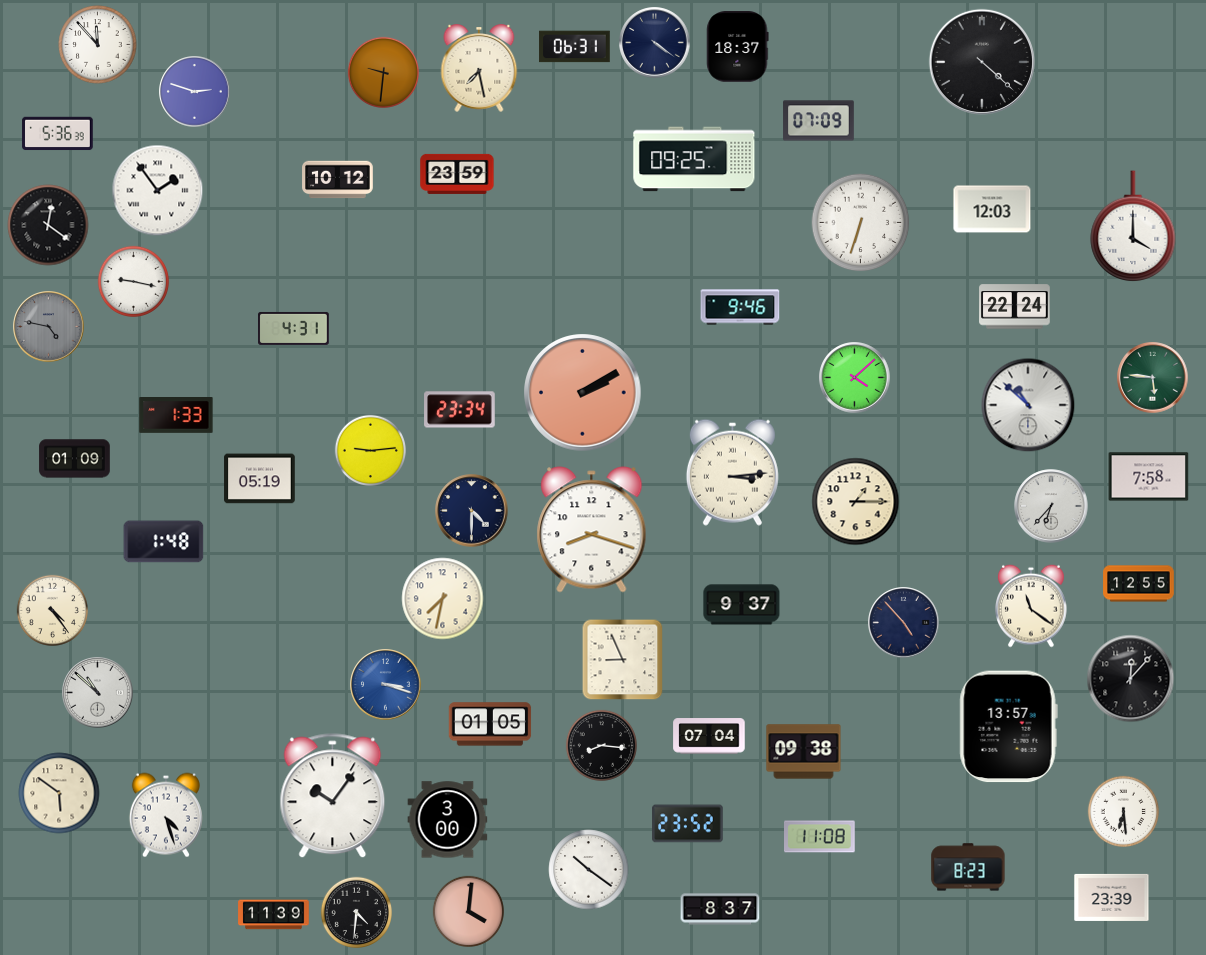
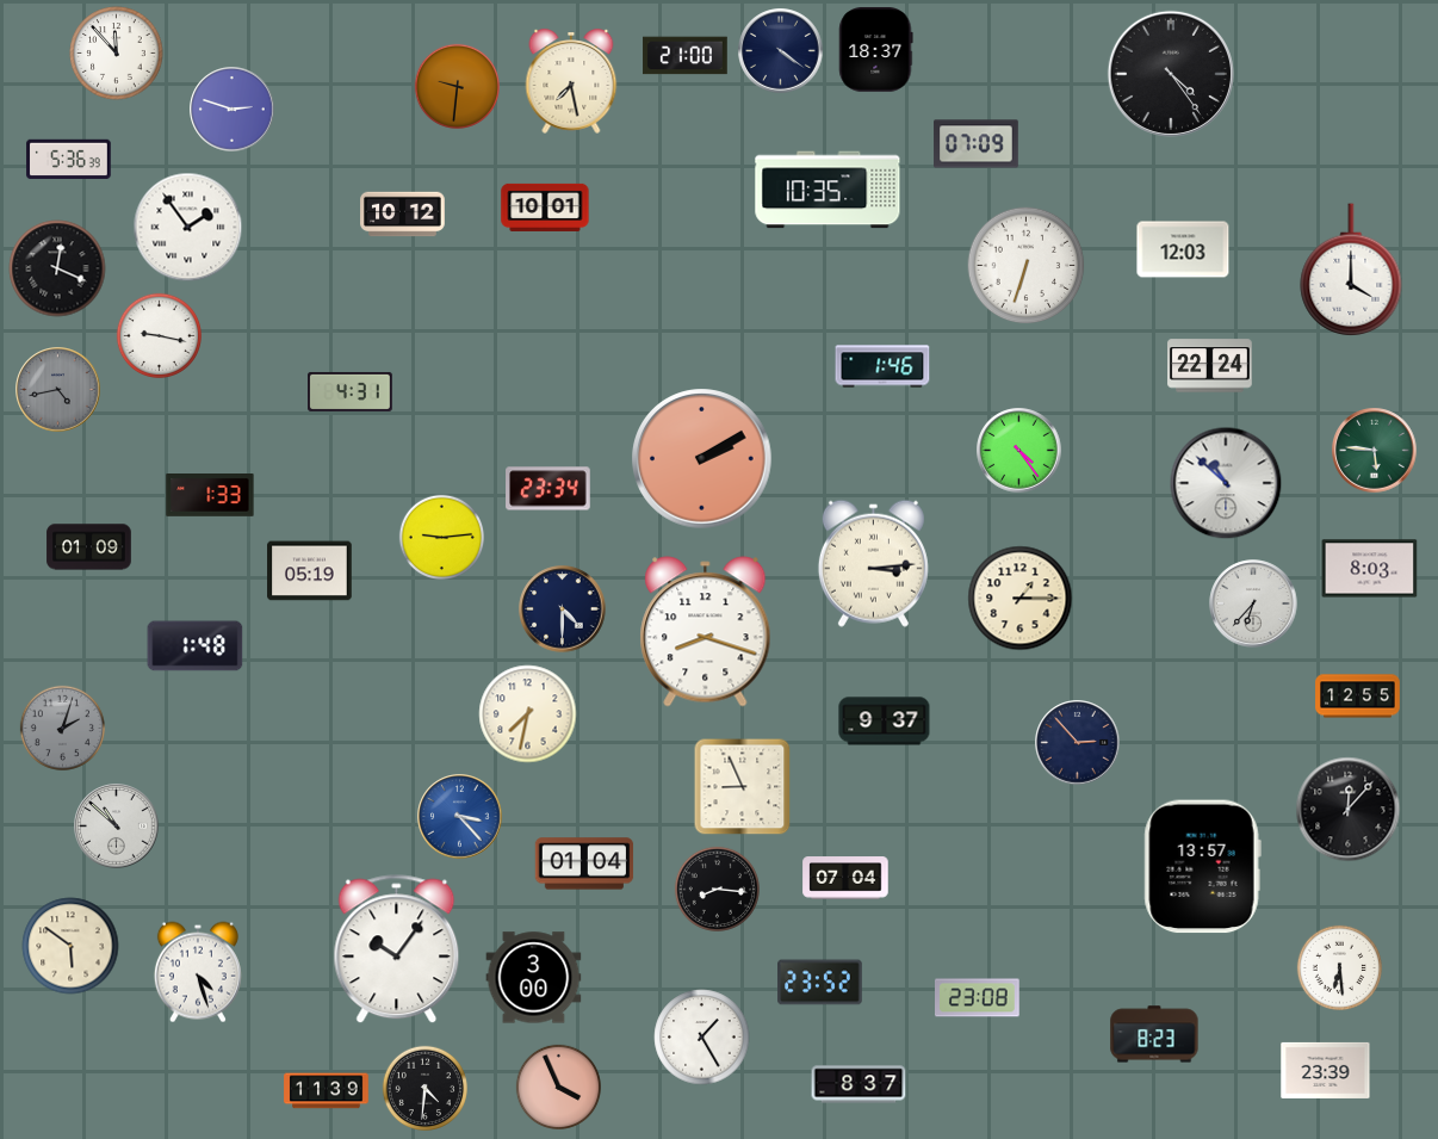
clock at (575, 47): 06:31 -> 21:00
clock at (738, 47) position: (738, 47) -> (876, 50)
clock at (982, 62): 4:22 -> 4:24
clock at (694, 159): 09:25 -> 10:35
clock at (457, 174): 23:59 -> 10:01
clock at (48, 225): 12:21 -> 12:19
clock at (740, 307): 9:46 -> 1:46
clock at (49, 327): 4:47 -> 4:43
clock at (855, 378): 4:08 -> 4:24
clock at (583, 393) position: (583, 393) -> (702, 459)
clock at (1149, 477): 7:58 -> 8:03
clock at (1032, 606): 11:21 -> none
clock at (52, 610): 4:24 -> 2:03
clock at (52, 610) dial: cream -> grey
clock at (904, 623): 4:53 -> 2:53
clock at (386, 685): 3:18 -> 3:23
clock at (490, 724): 01:05 -> 01:04
clock at (804, 752): 09:38 -> none
clock at (820, 837): 11:08 -> 23:08
clock at (589, 870): 10:21 -> 1:25
clock at (468, 911): 4:01 -> 3:56
